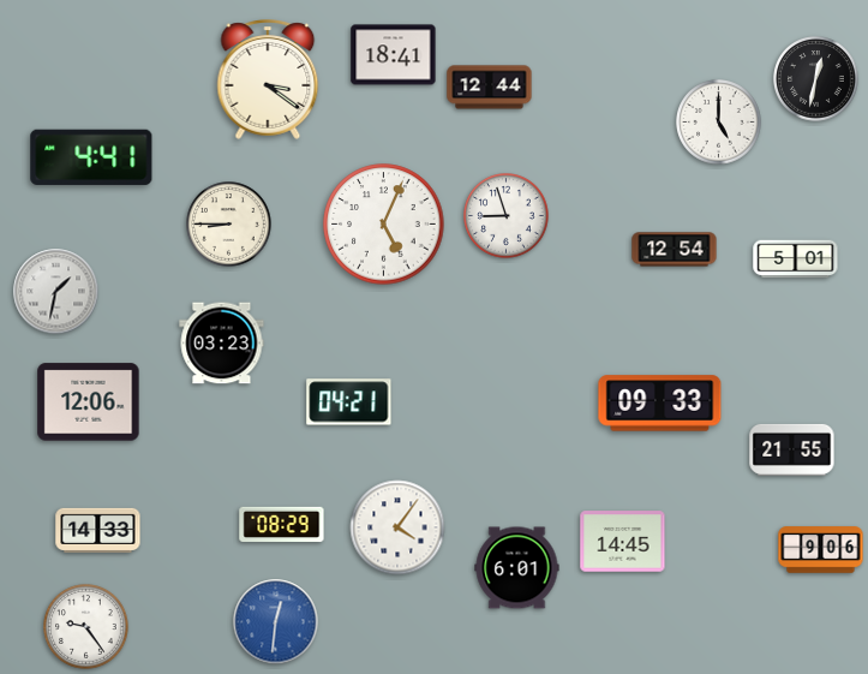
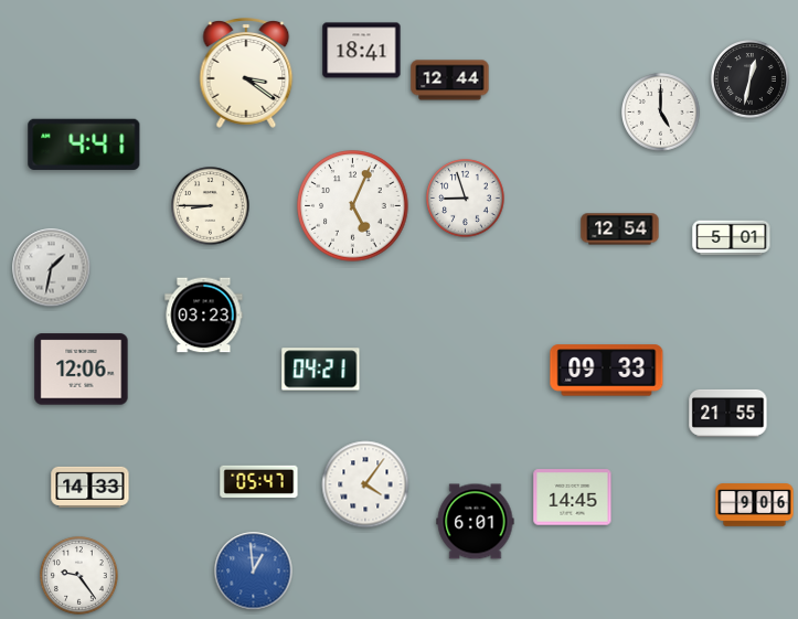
clock at (816, 79) position: (816, 79) -> (751, 79)
clock at (282, 525): 08:29 -> 05:47
clock at (276, 622): 12:31 -> 12:59
